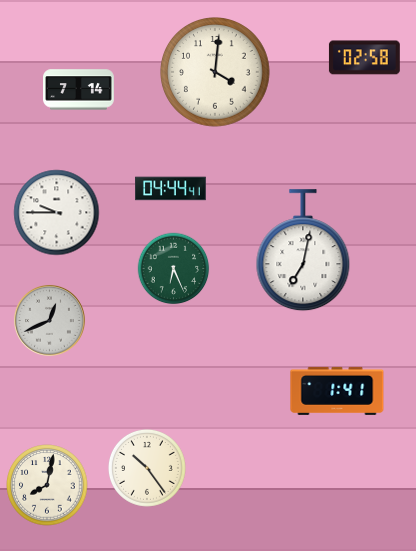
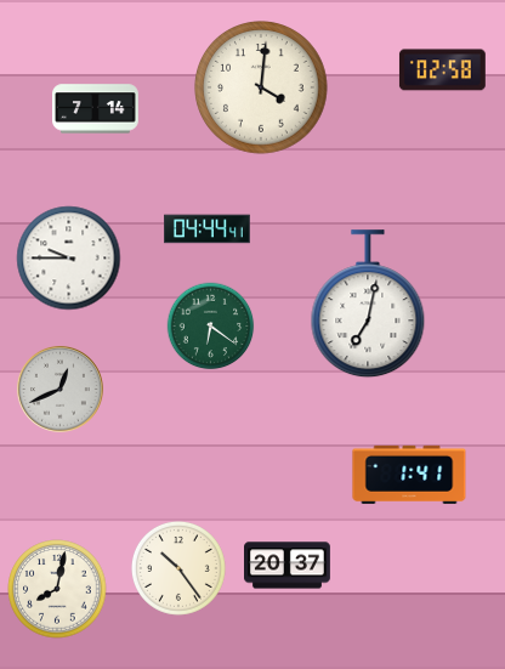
clock at (174, 269): 6:26 -> 6:21
clock at (288, 566): none -> 20:37
